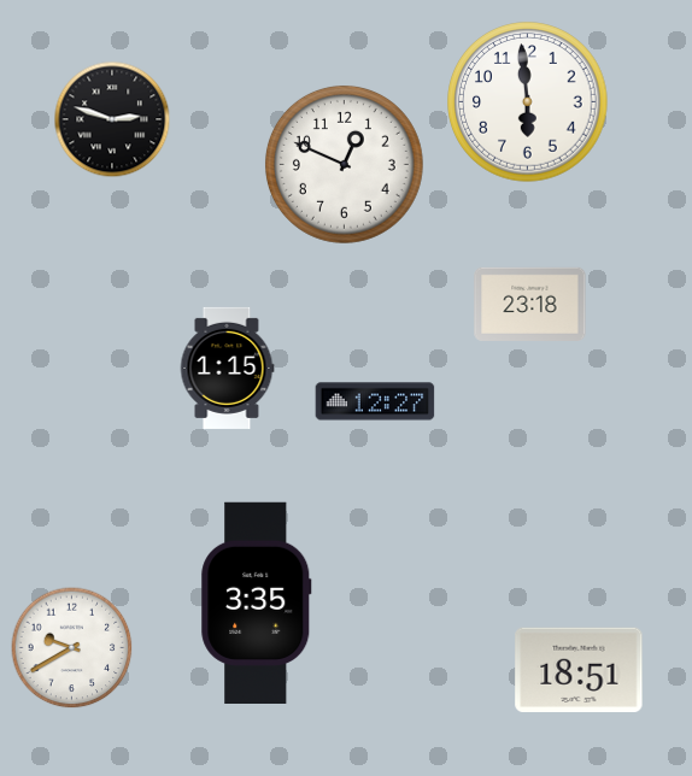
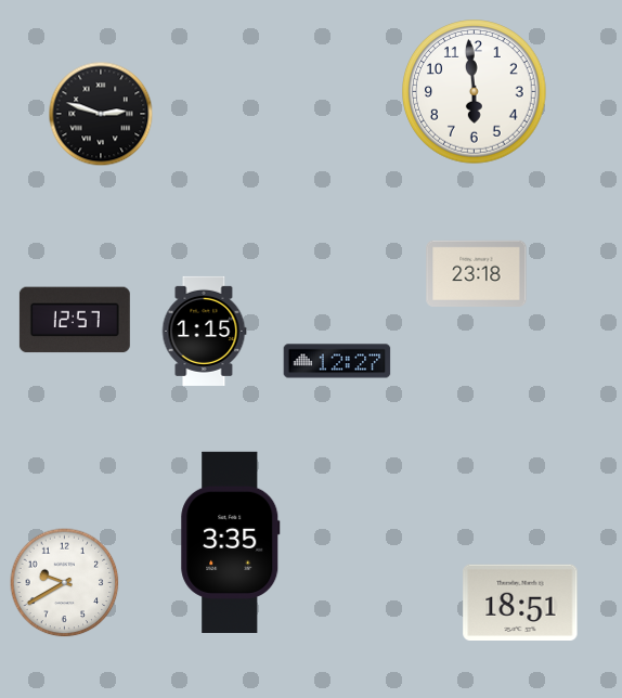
clock at (112, 119) position: (112, 119) -> (101, 114)
clock at (344, 164): 12:49 -> none
clock at (75, 320): none -> 12:57
